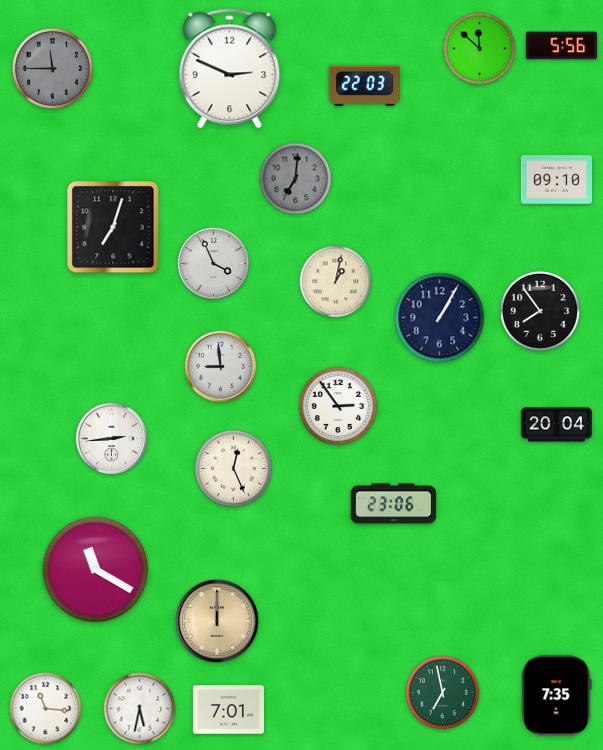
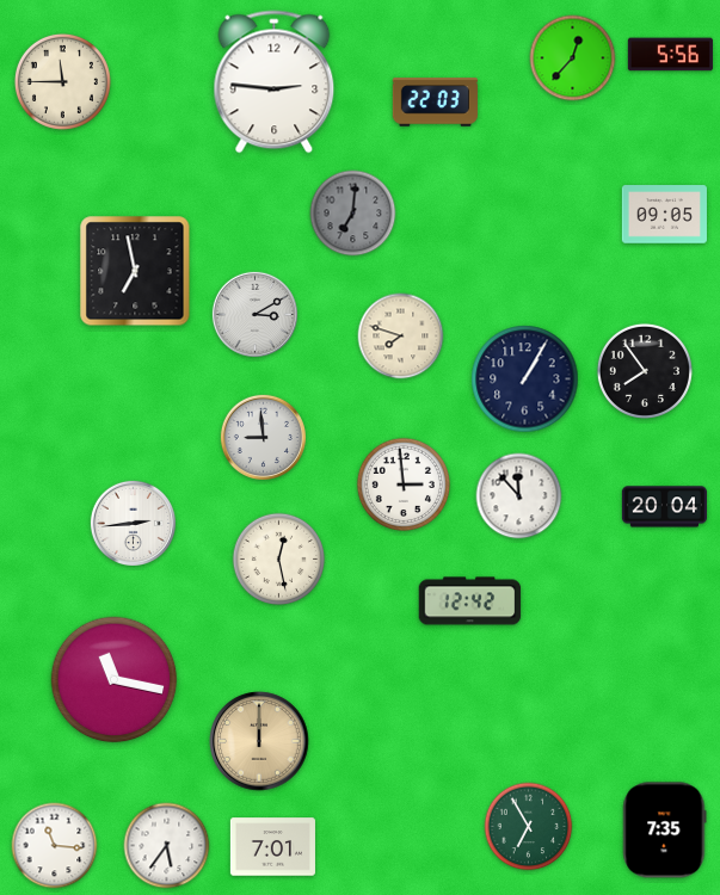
clock at (480, 49): 11:52 -> 12:37
clock at (52, 68) dial: grey -> cream
clock at (230, 69): 2:49 -> 2:46
clock at (556, 180): 09:10 -> 09:05
clock at (113, 227): 7:03 -> 6:58
clock at (213, 263): 3:56 -> 3:10
clock at (336, 282): 1:02 -> 7:48
clock at (337, 405): 2:54 -> 2:59
clock at (519, 496): none -> 11:53
clock at (234, 469): 12:26 -> 12:28
clock at (394, 504): 23:06 -> 12:42
clock at (96, 570): 11:20 -> 11:17
clock at (443, 693): 6:58 -> 6:55
clock at (140, 709): 5:32 -> 5:36
